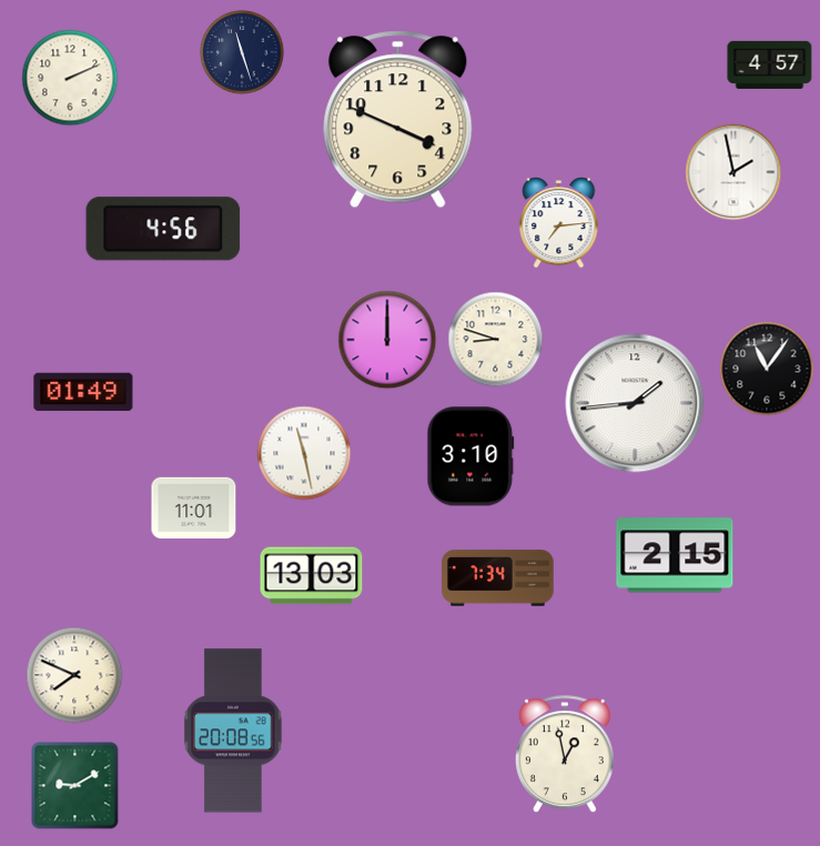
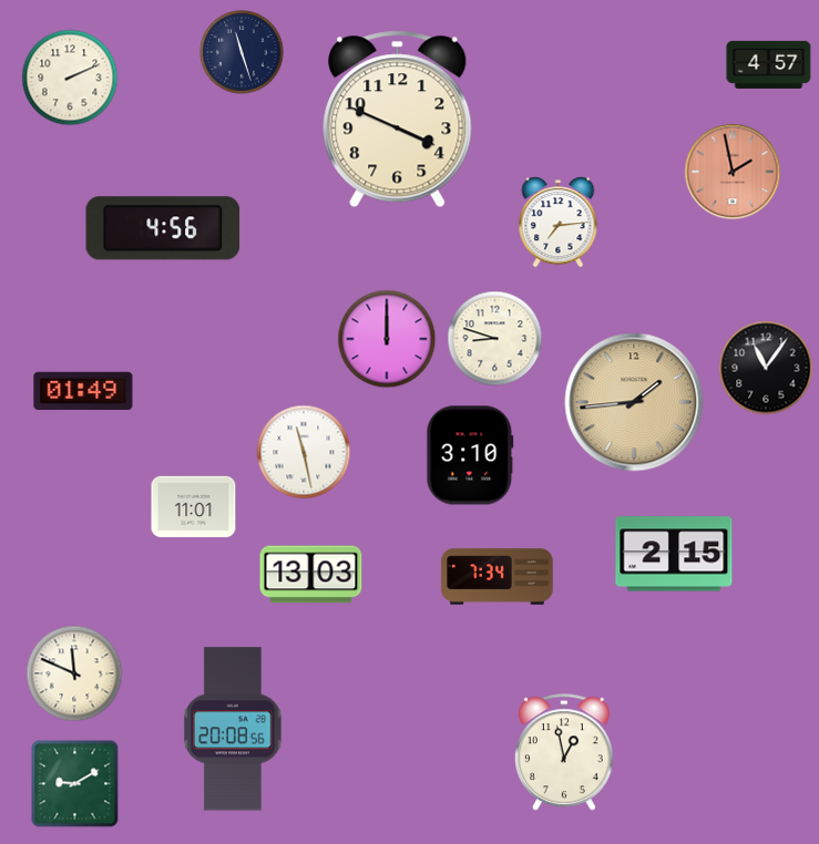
clock at (733, 172) dial: white -> salmon
clock at (635, 403) dial: white -> champagne
clock at (74, 675): 7:49 -> 11:49
